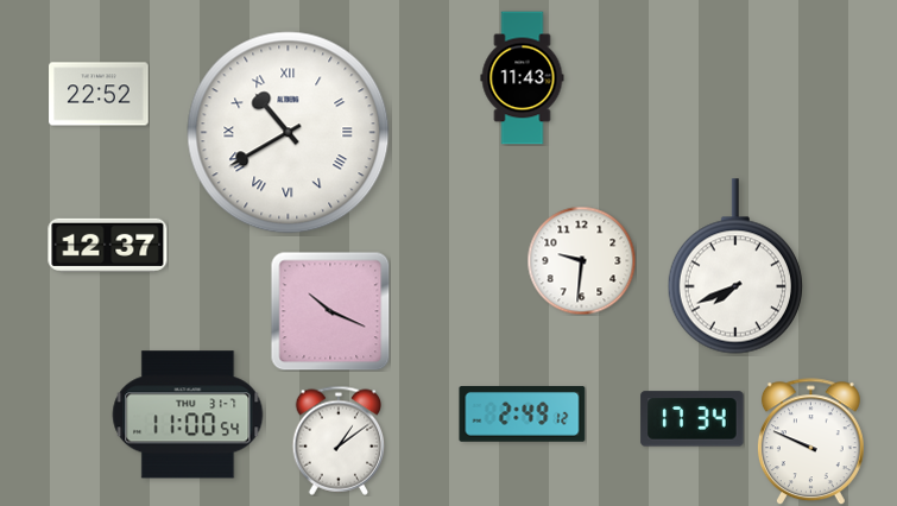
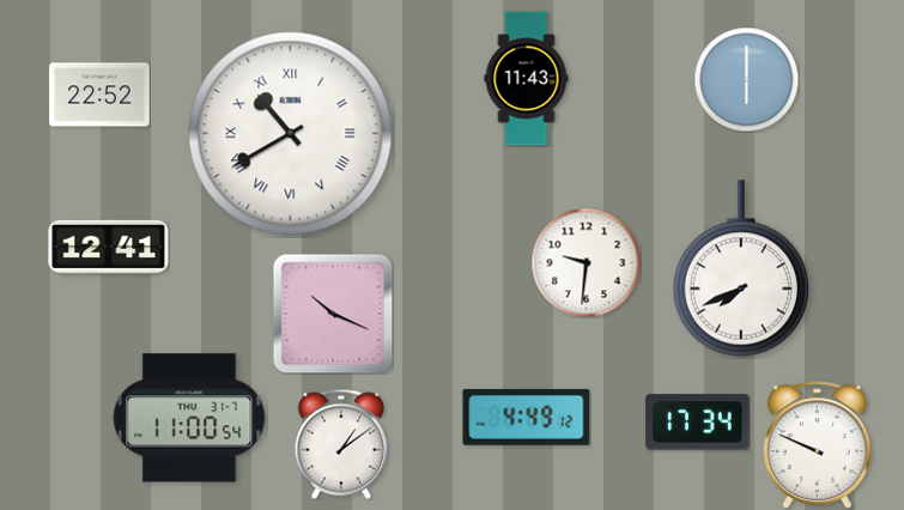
clock at (746, 79): none -> 6:00
clock at (108, 245): 12:37 -> 12:41
clock at (523, 415): 2:49 -> 4:49
